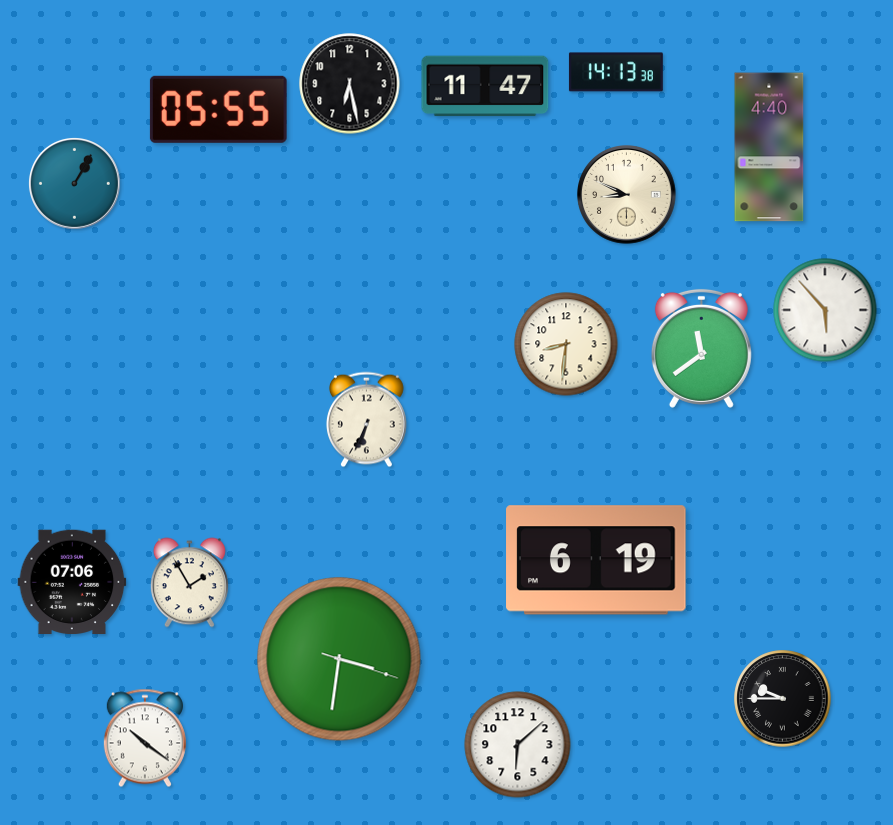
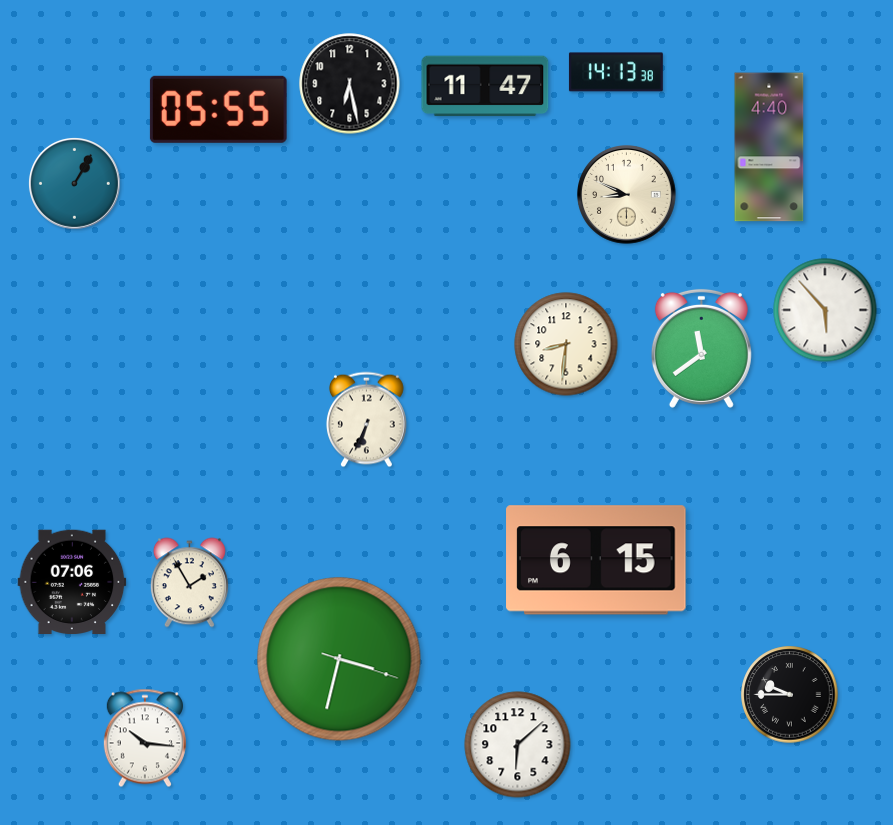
clock at (596, 560): 6:19 -> 6:15
clock at (339, 659): 3:31 -> 3:32
clock at (783, 699) position: (783, 699) -> (790, 695)
clock at (145, 738): 10:21 -> 10:16
